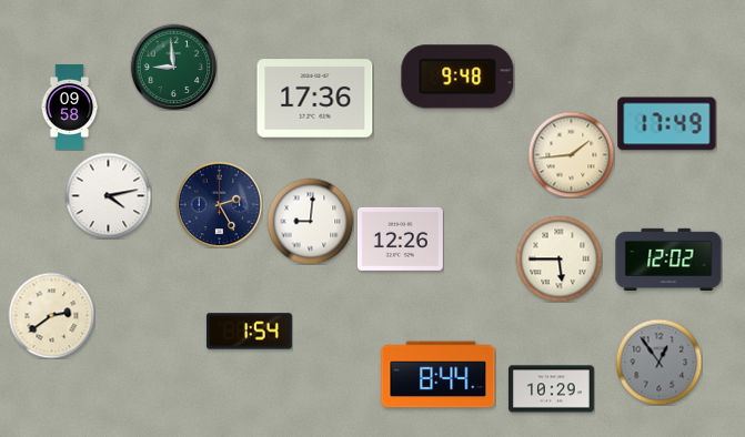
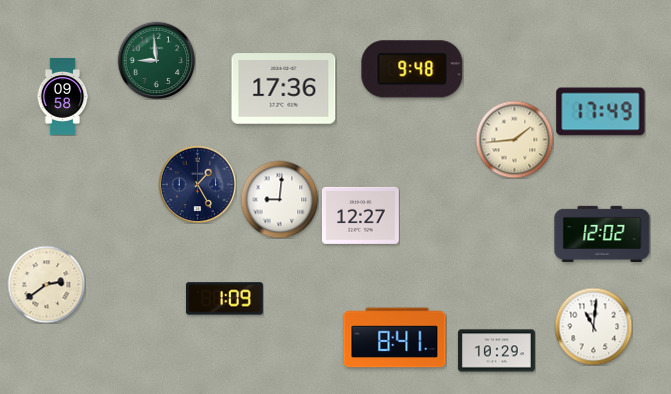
clock at (108, 195): 4:13 -> none
clock at (219, 204): 2:25 -> 1:25
clock at (400, 238): 12:26 -> 12:27
clock at (558, 258): 5:45 -> none
clock at (249, 332): 1:54 -> 1:09
clock at (658, 362): 12:54 -> 11:01
clock at (658, 362) dial: grey -> white
clock at (439, 375): 8:44 -> 8:41
